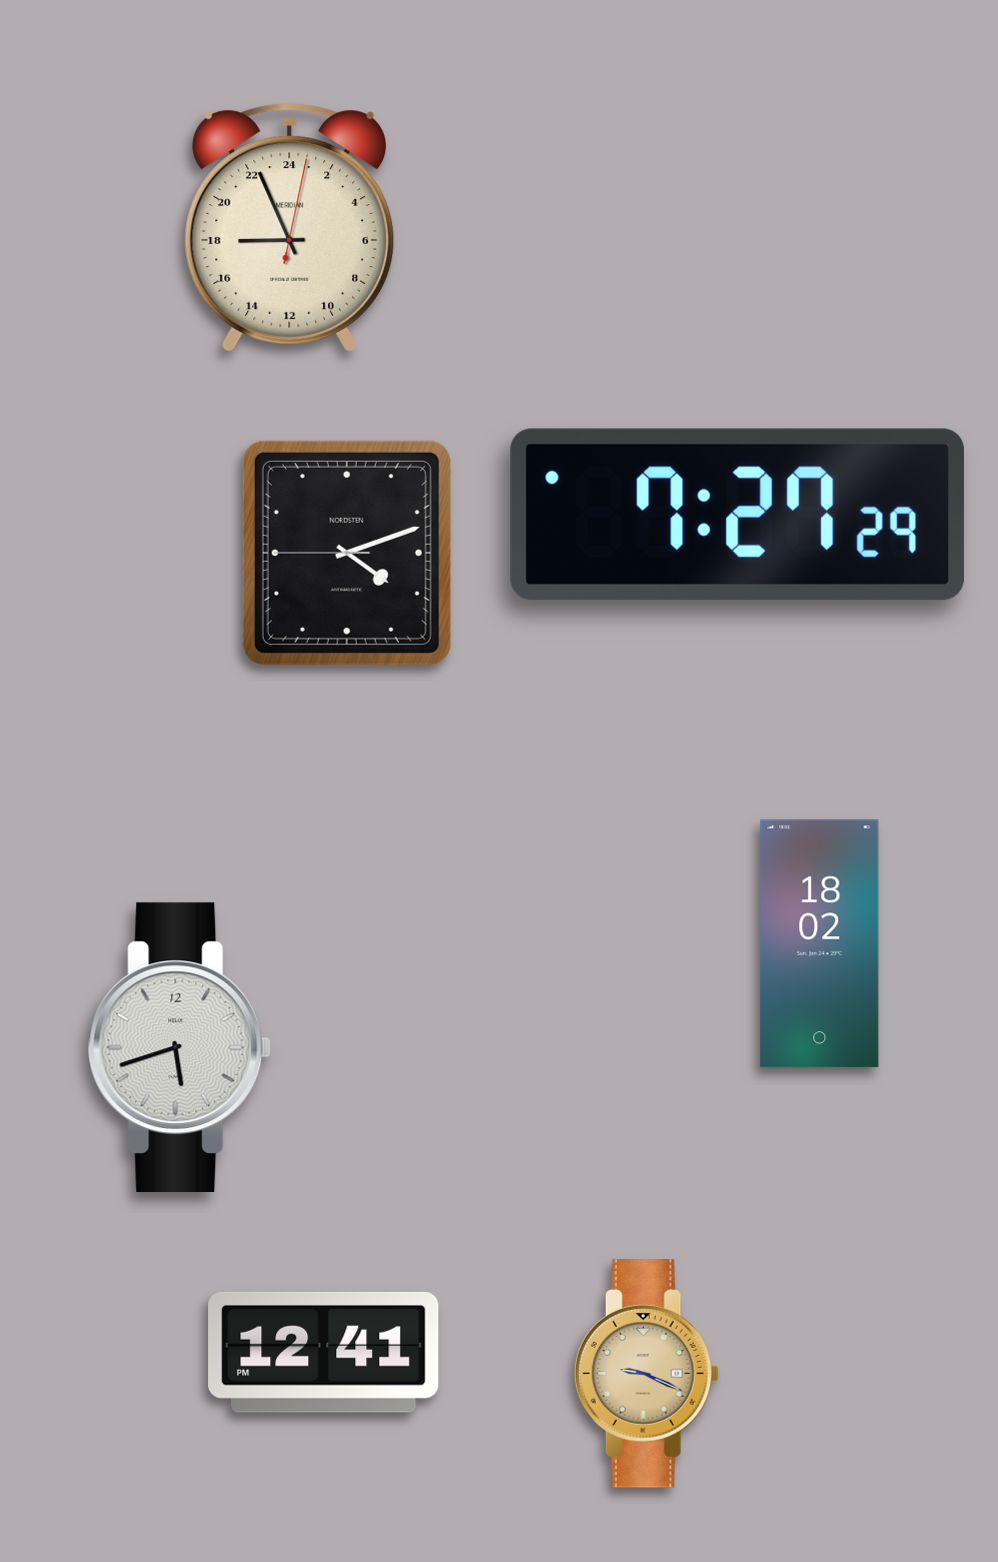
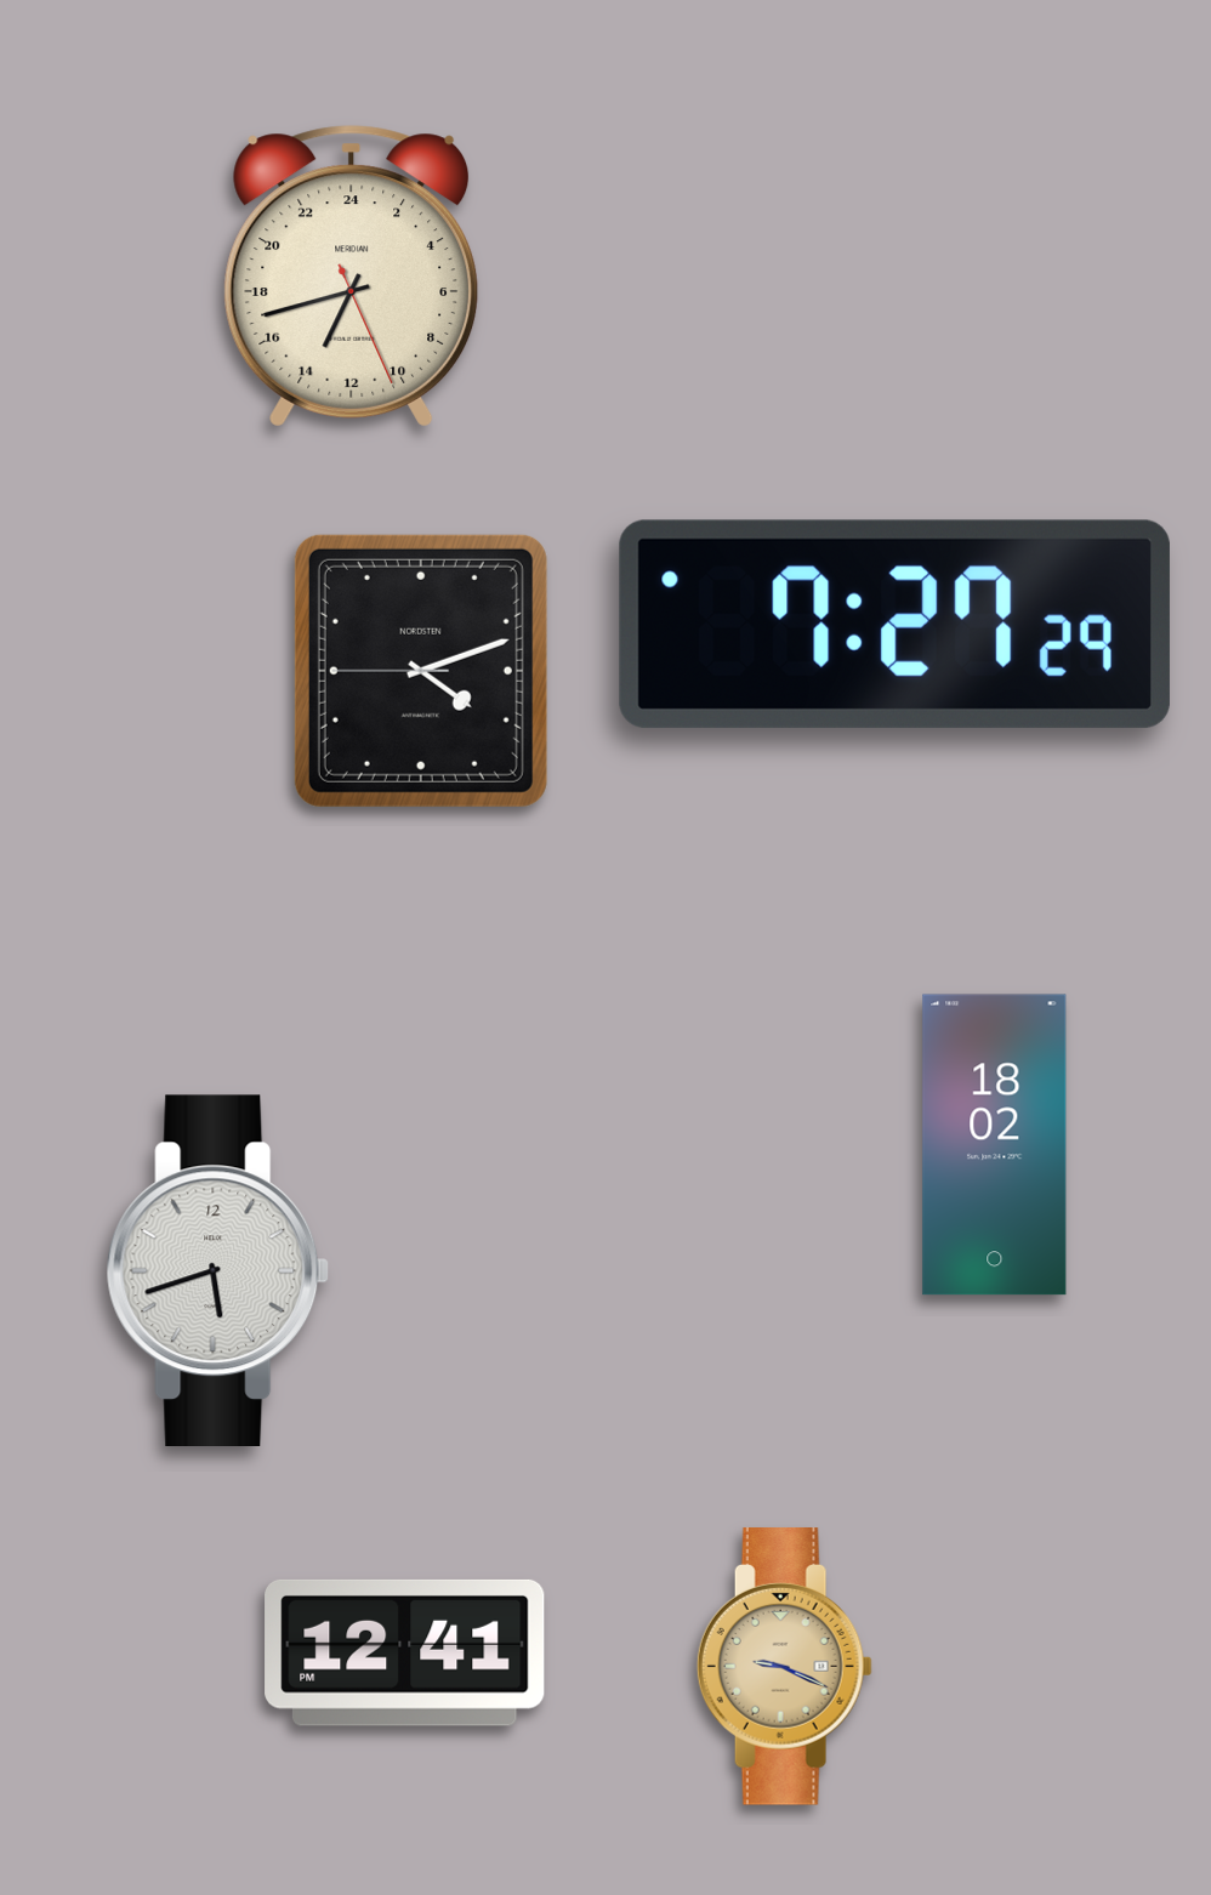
clock at (290, 228): 17:56 -> 13:42
clock at (324, 1352) position: (324, 1352) -> (405, 1652)
